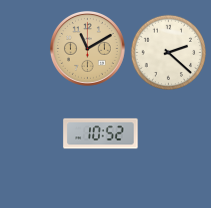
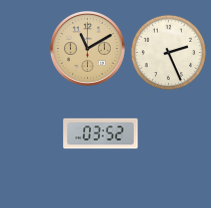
clock at (168, 52): 2:22 -> 2:26
clock at (101, 134): 10:52 -> 03:52
